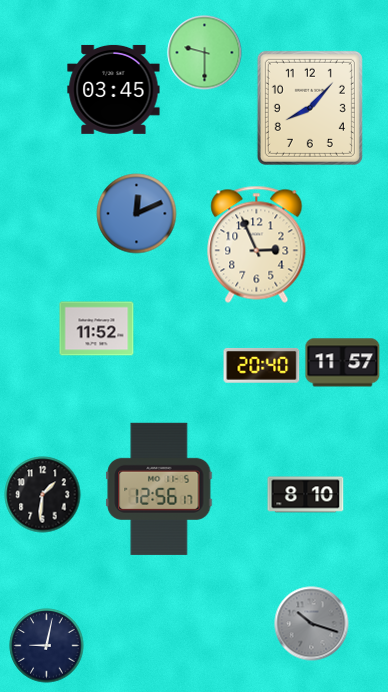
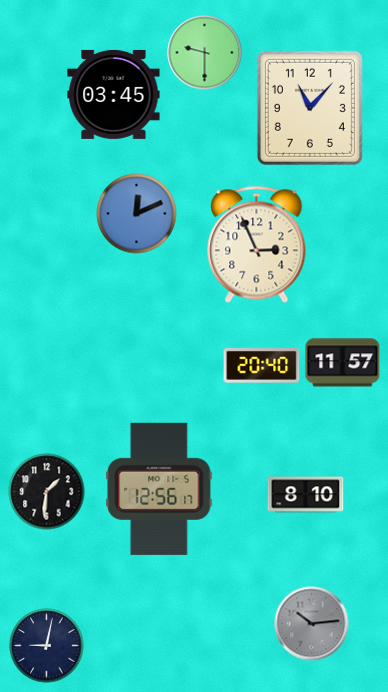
clock at (114, 89) position: (114, 89) -> (114, 94)
clock at (310, 108): 8:07 -> 11:07
clock at (97, 329): 11:52 -> none
clock at (43, 495) position: (43, 495) -> (47, 492)
clock at (312, 624): 10:18 -> 10:14
